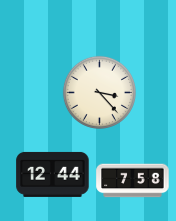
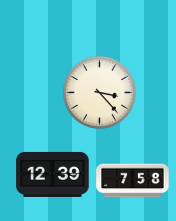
clock at (53, 174): 12:44 -> 12:39
